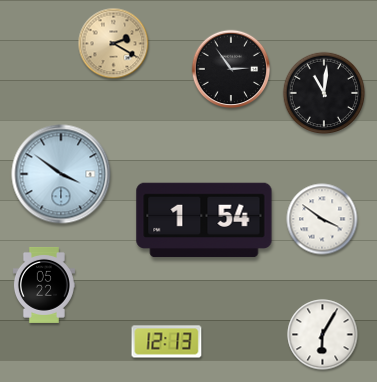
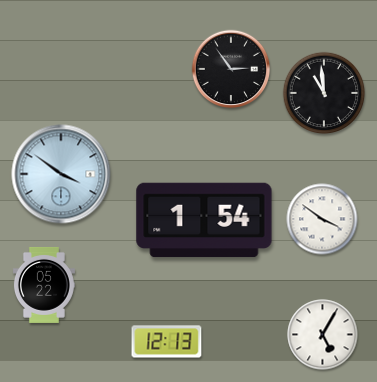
clock at (114, 44): 2:20 -> none
clock at (324, 93): 11:01 -> 10:59
clock at (323, 335): 6:05 -> 5:05
